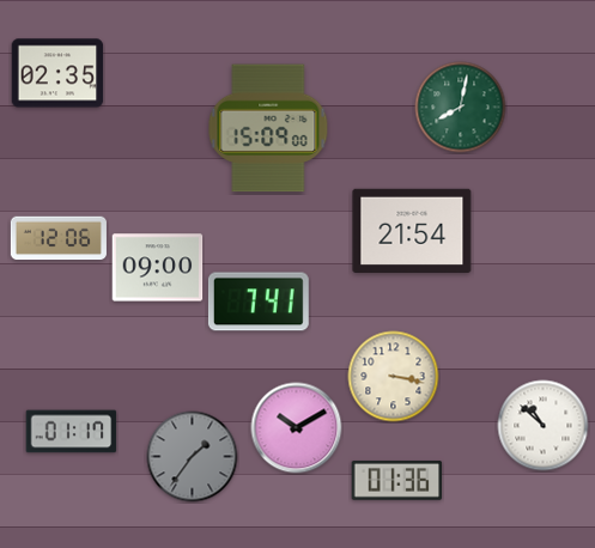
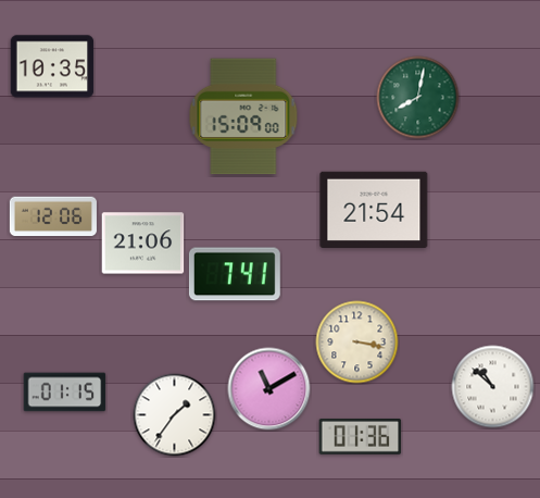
clock at (57, 73): 02:35 -> 10:35
clock at (158, 268): 09:00 -> 21:06
clock at (297, 428): 10:10 -> 11:10
clock at (72, 432): 01:17 -> 01:15
clock at (193, 457) dial: grey -> white
